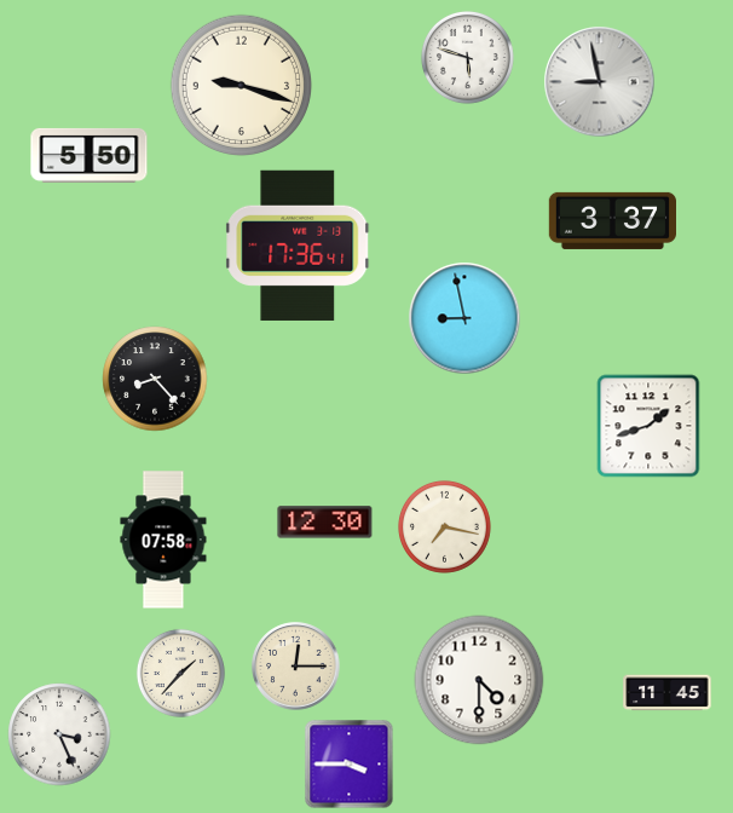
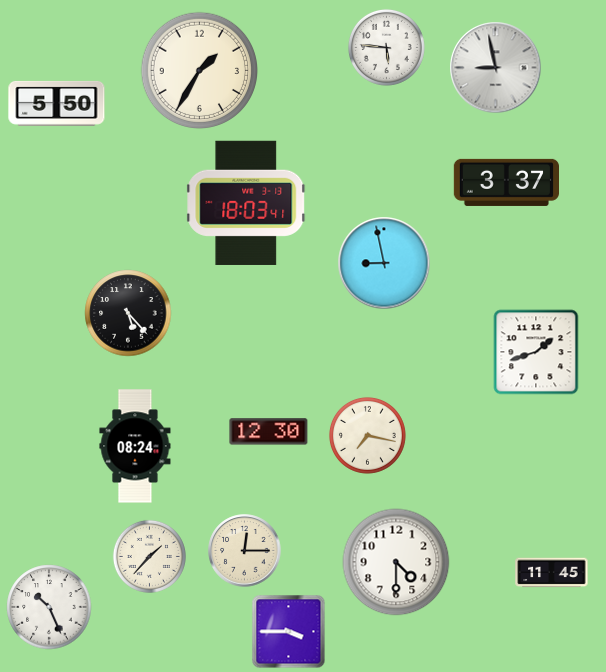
clock at (467, 57): 5:48 -> 5:46
clock at (242, 86): 9:18 -> 1:35
clock at (90, 155) position: (90, 155) -> (57, 103)
clock at (299, 246): 17:36 -> 18:03
clock at (155, 379): 8:23 -> 5:23
clock at (163, 540): 07:58 -> 08:24
clock at (59, 734): 3:26 -> 10:26
